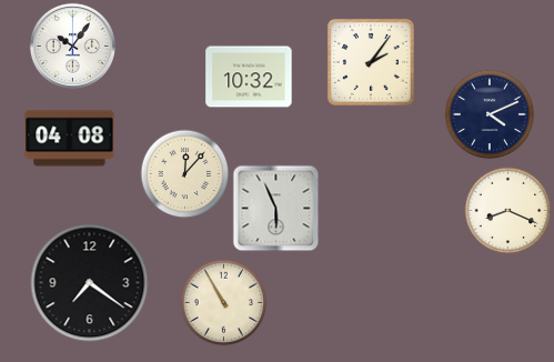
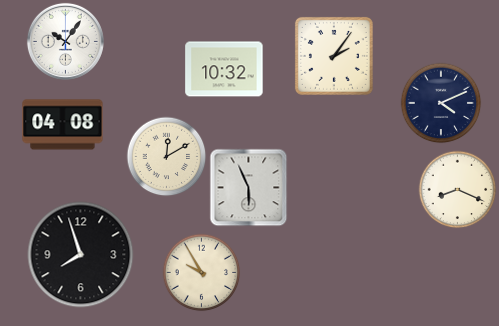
clock at (184, 173): 12:07 -> 12:10
clock at (90, 283): 7:21 -> 7:57
clock at (223, 302): 10:55 -> 9:55
